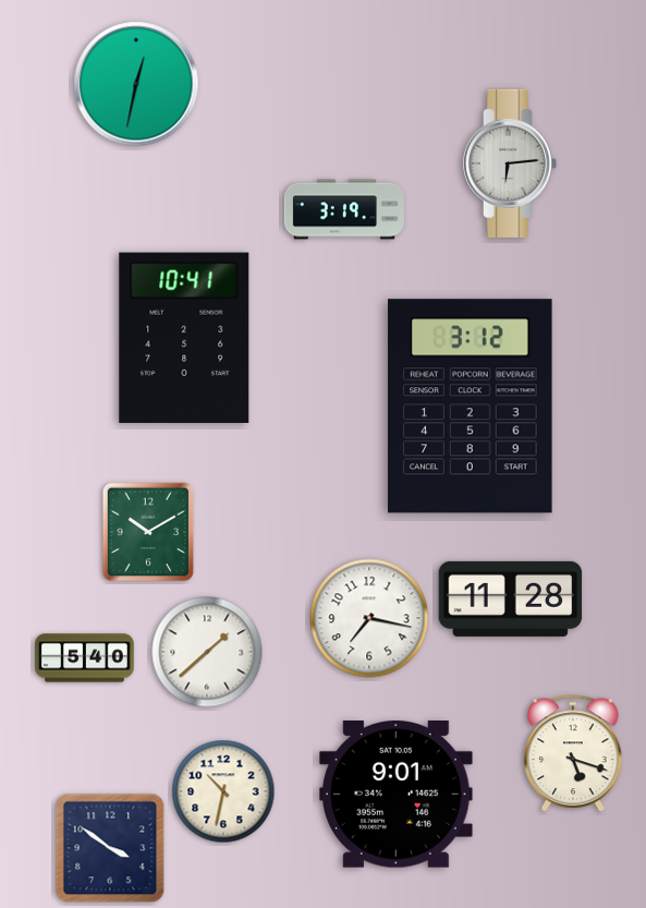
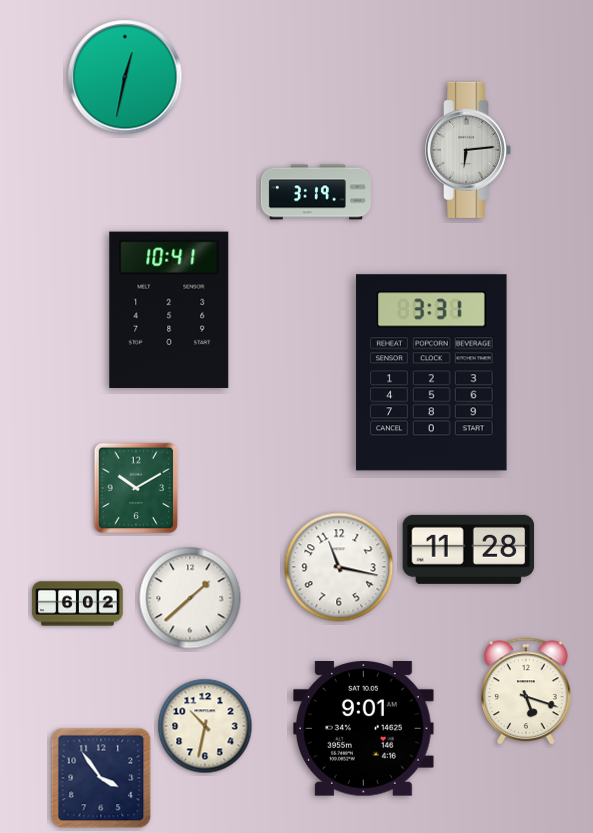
clock at (471, 407): 3:12 -> 3:31
clock at (369, 618): 7:17 -> 11:17
clock at (85, 658): 5:40 -> 6:02
clock at (110, 848): 3:51 -> 3:54
